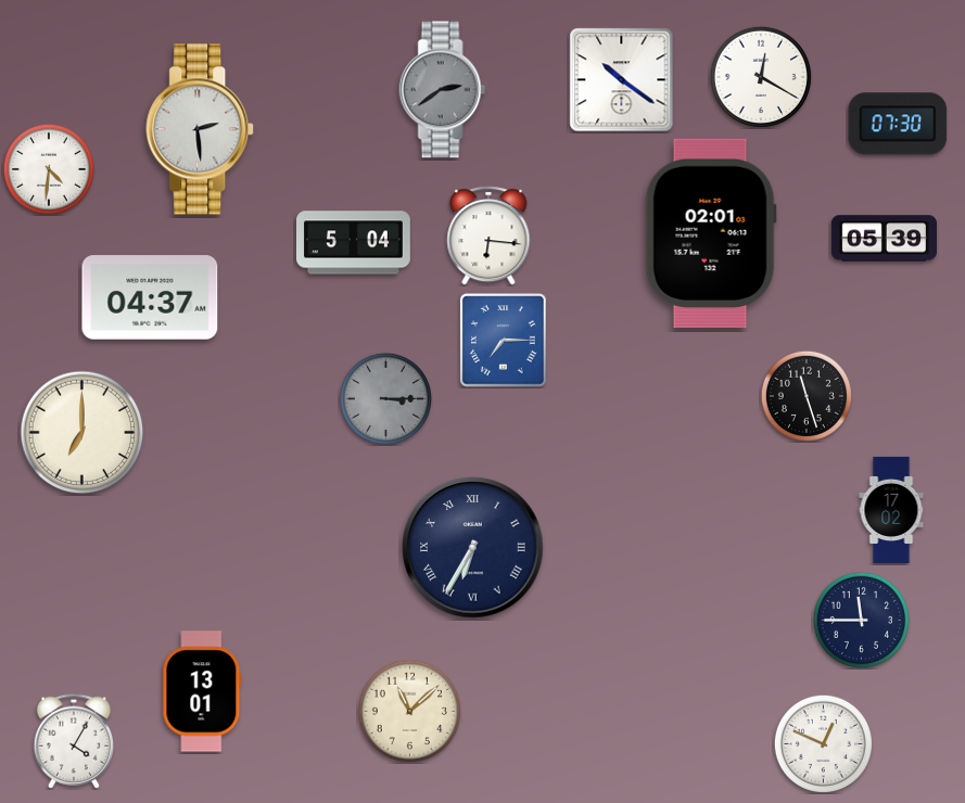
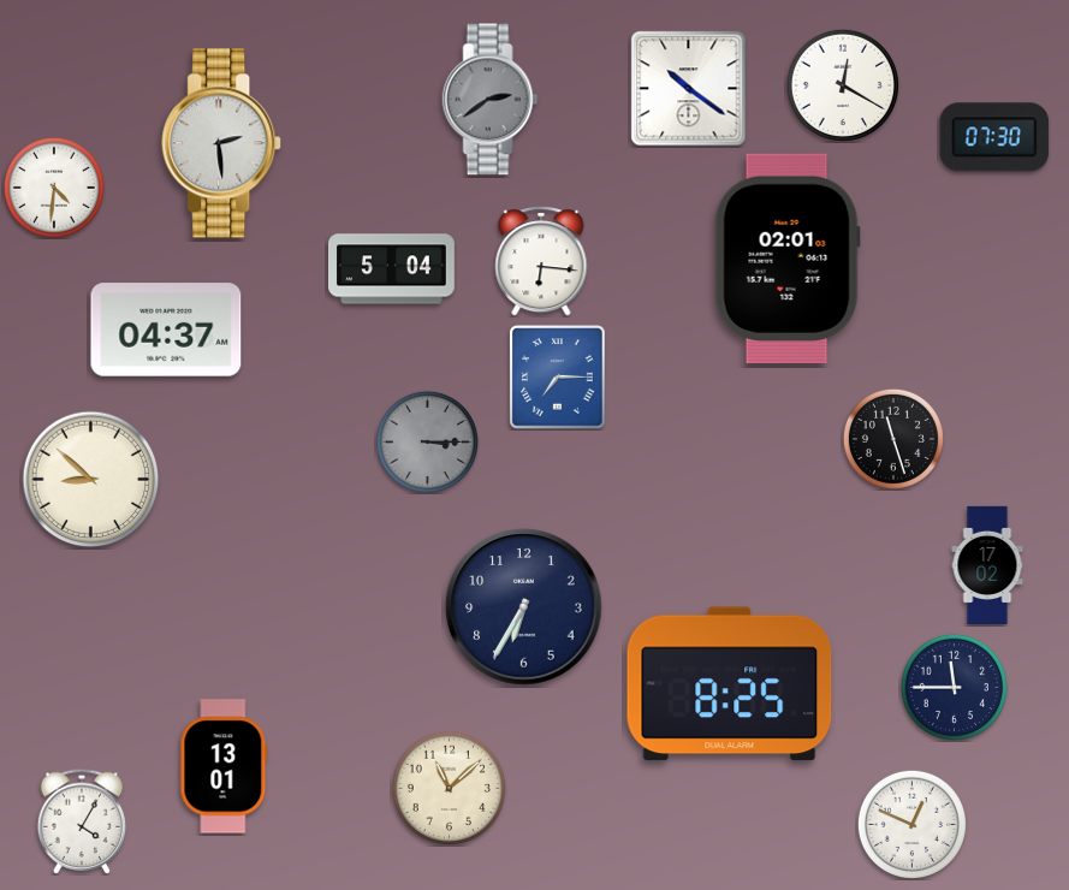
clock at (884, 239): 05:39 -> none
clock at (82, 433): 7:00 -> 8:52
clock at (473, 548) numerals: Roman -> Arabic
clock at (730, 684): none -> 8:25
clock at (409, 711) position: (409, 711) -> (449, 788)
